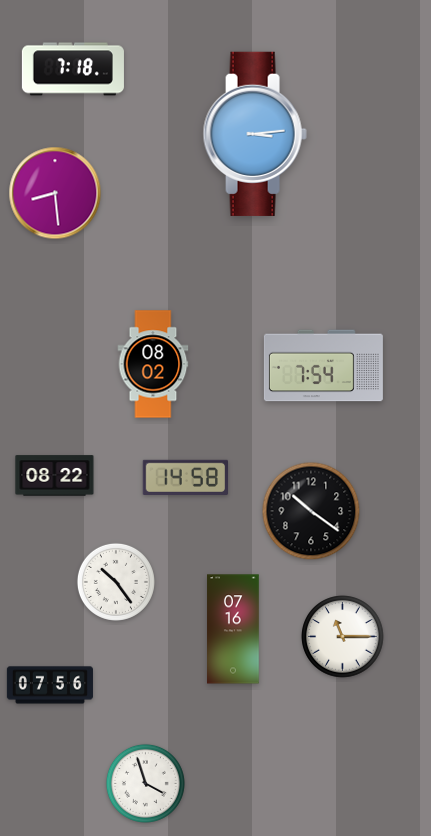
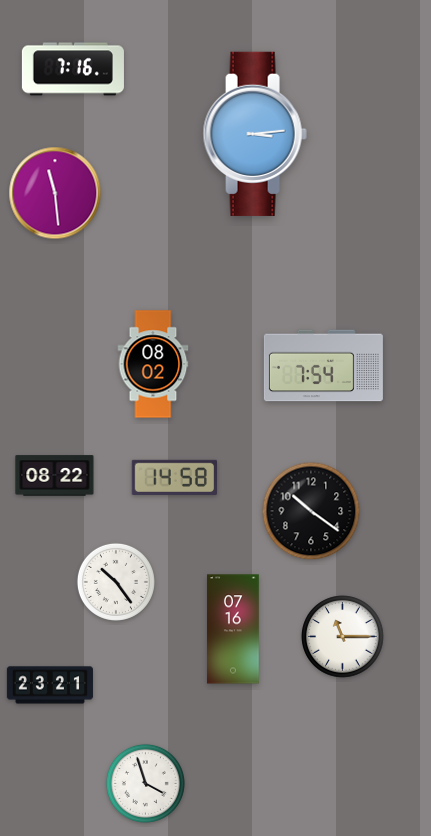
clock at (73, 69): 7:18 -> 7:16
clock at (55, 193): 8:29 -> 11:29
clock at (185, 477) position: (185, 477) -> (174, 477)
clock at (50, 685): 07:56 -> 23:21
